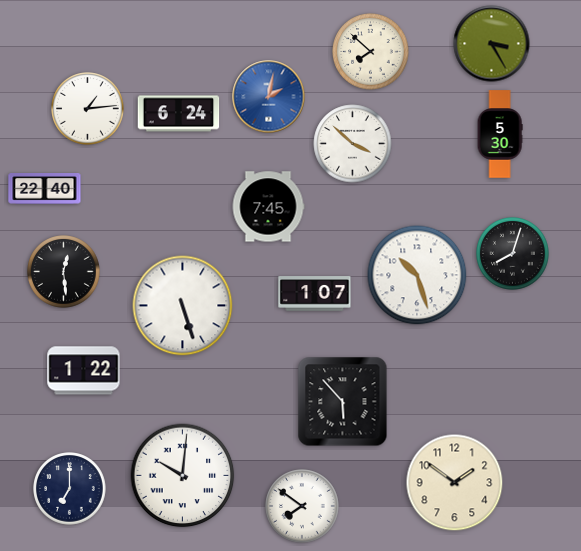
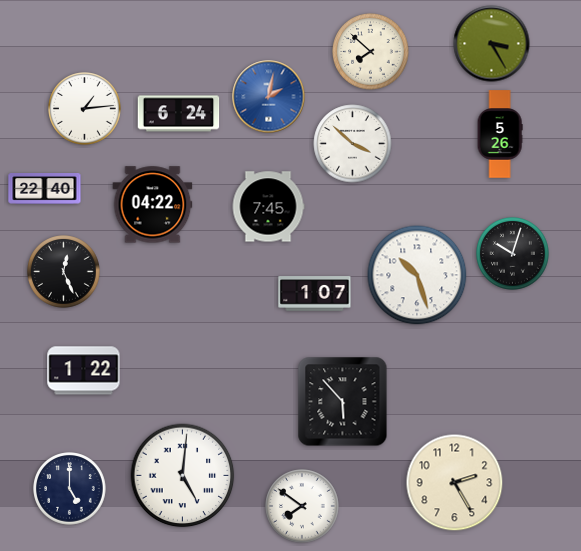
clock at (88, 109) position: (88, 109) -> (85, 109)
clock at (500, 134): 5:30 -> 5:26
clock at (153, 205): none -> 04:22
clock at (513, 254): 8:03 -> 10:03
clock at (64, 272): 12:29 -> 12:26
clock at (183, 306): 5:27 -> none
clock at (183, 476): 10:01 -> 5:01
clock at (455, 483): 1:51 -> 2:25
clock at (70, 489): 7:00 -> 5:00
